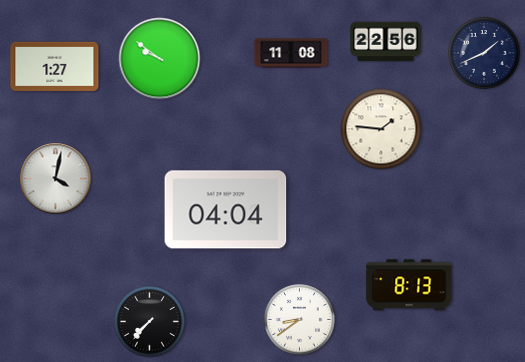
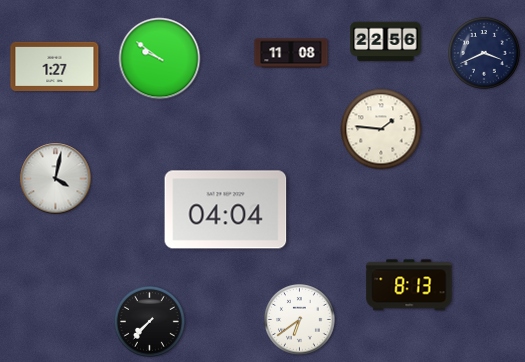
clock at (484, 53): 1:41 -> 3:41
clock at (300, 320): 8:39 -> 6:39
